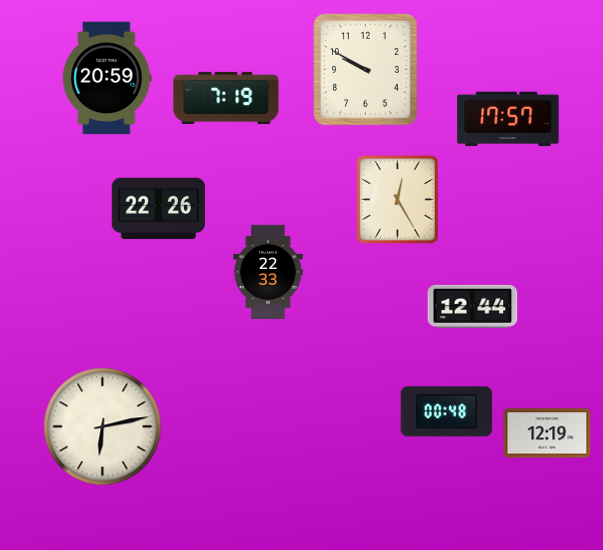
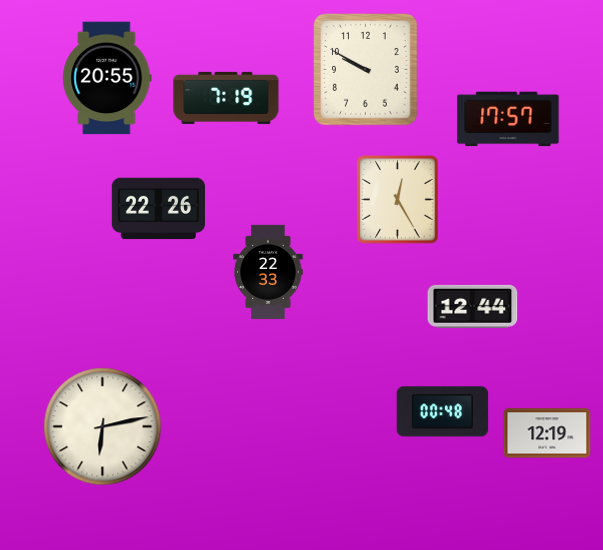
clock at (107, 78): 20:59 -> 20:55
clock at (447, 412) position: (447, 412) -> (443, 412)
